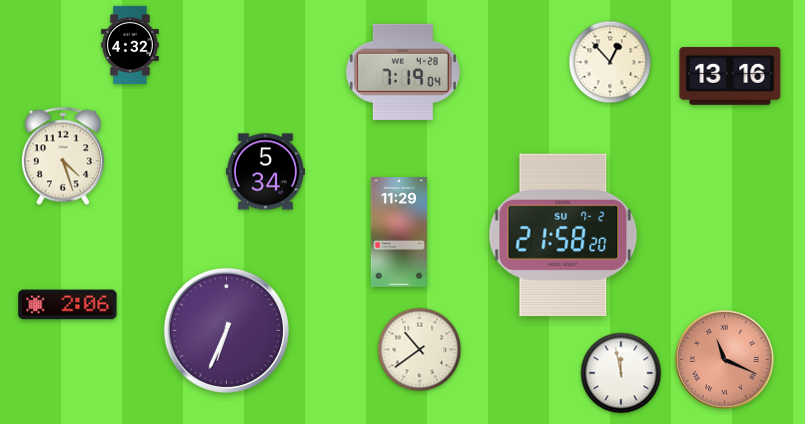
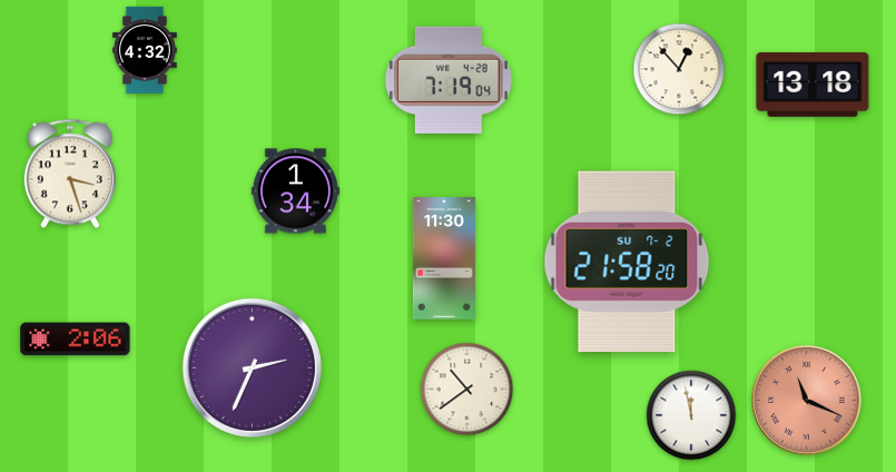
clock at (730, 76): 13:16 -> 13:18
clock at (63, 156): 4:27 -> 3:27
clock at (265, 172): 5:34 -> 1:34
clock at (399, 232): 11:29 -> 11:30
clock at (226, 330): 6:34 -> 2:34
